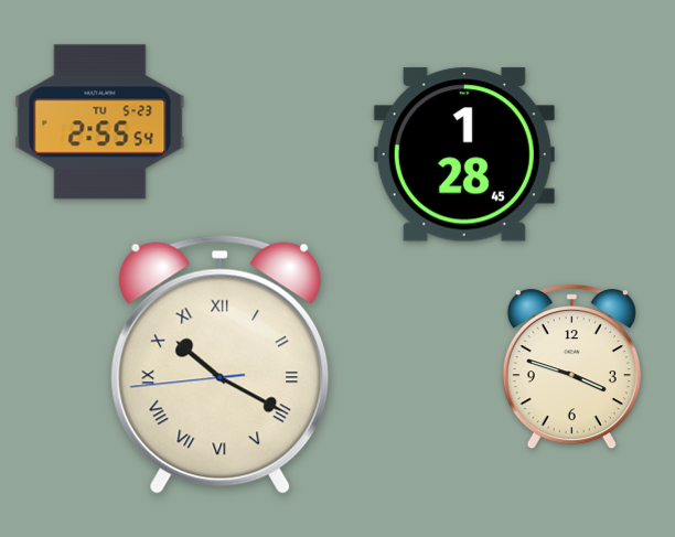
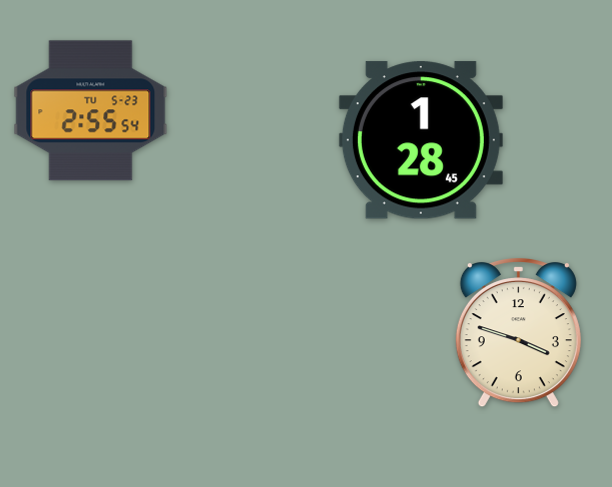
clock at (221, 364): 10:19 -> none
